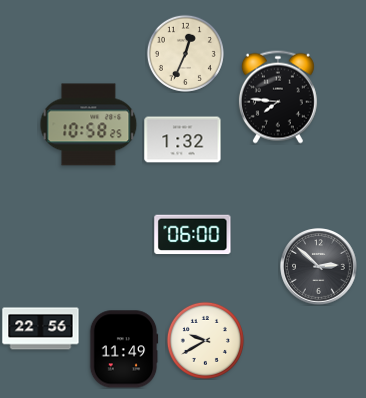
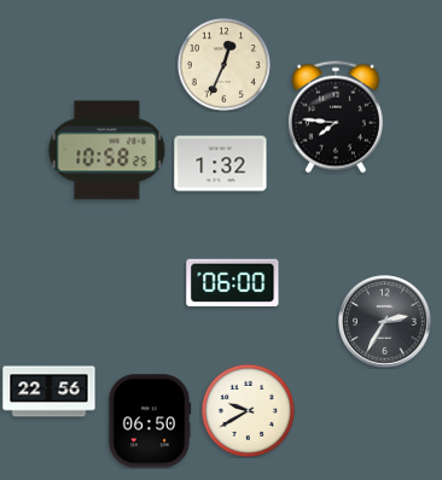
clock at (183, 140) position: (183, 140) -> (221, 164)
clock at (319, 267): 2:52 -> 2:35
clock at (41, 329) position: (41, 329) -> (50, 392)
clock at (124, 349): 11:49 -> 06:50
